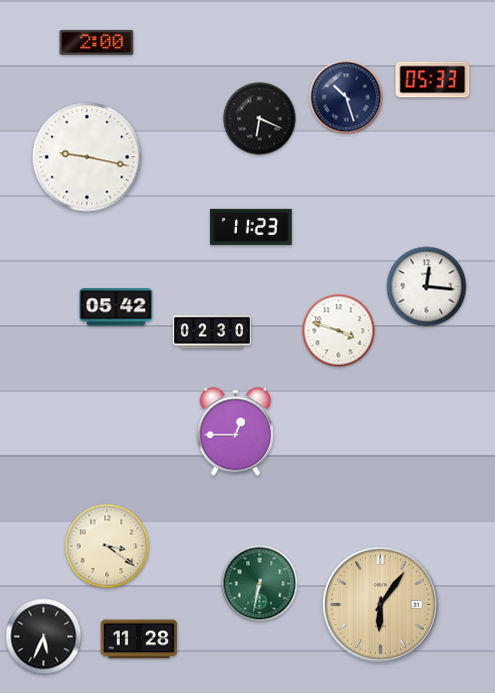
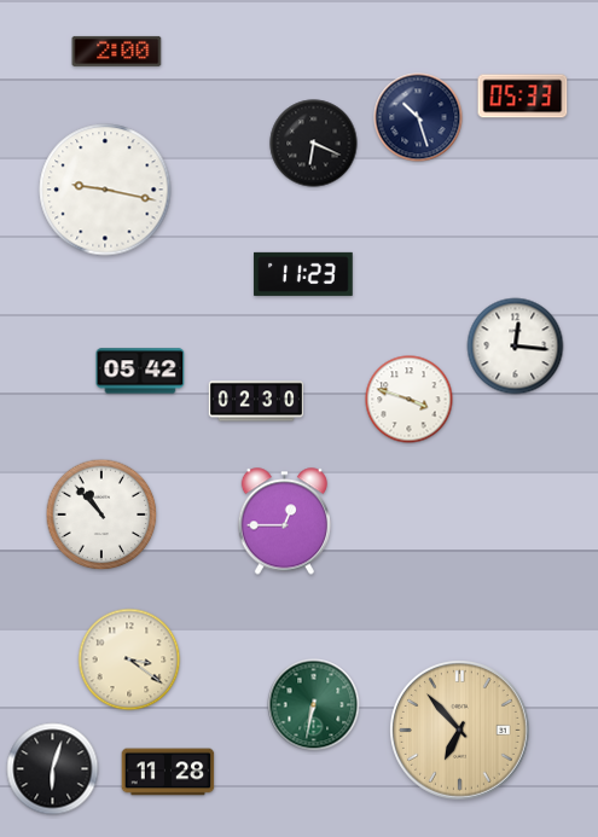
clock at (101, 515): none -> 10:53
clock at (381, 605): 6:06 -> 6:53
clock at (44, 637): 5:34 -> 6:03
